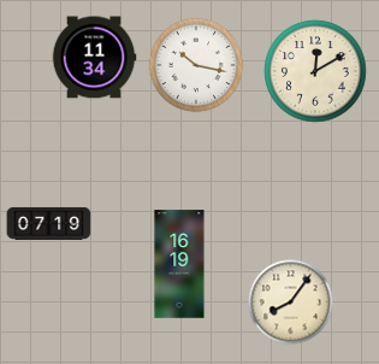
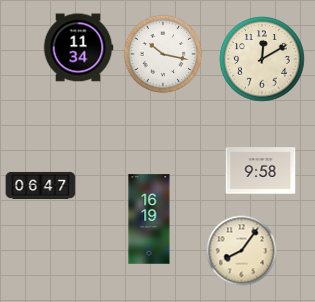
clock at (261, 171): none -> 9:58
clock at (49, 223): 07:19 -> 06:47
